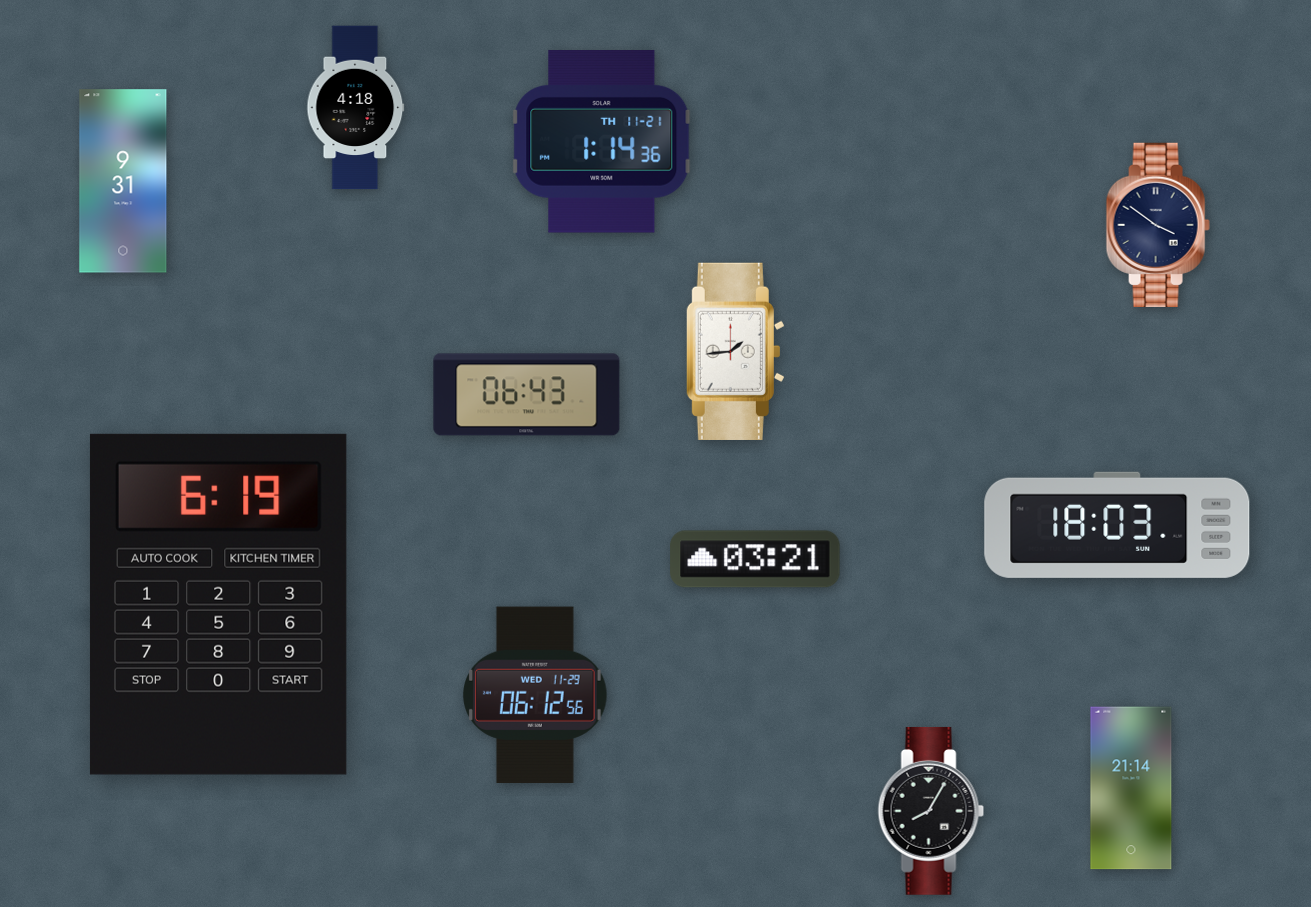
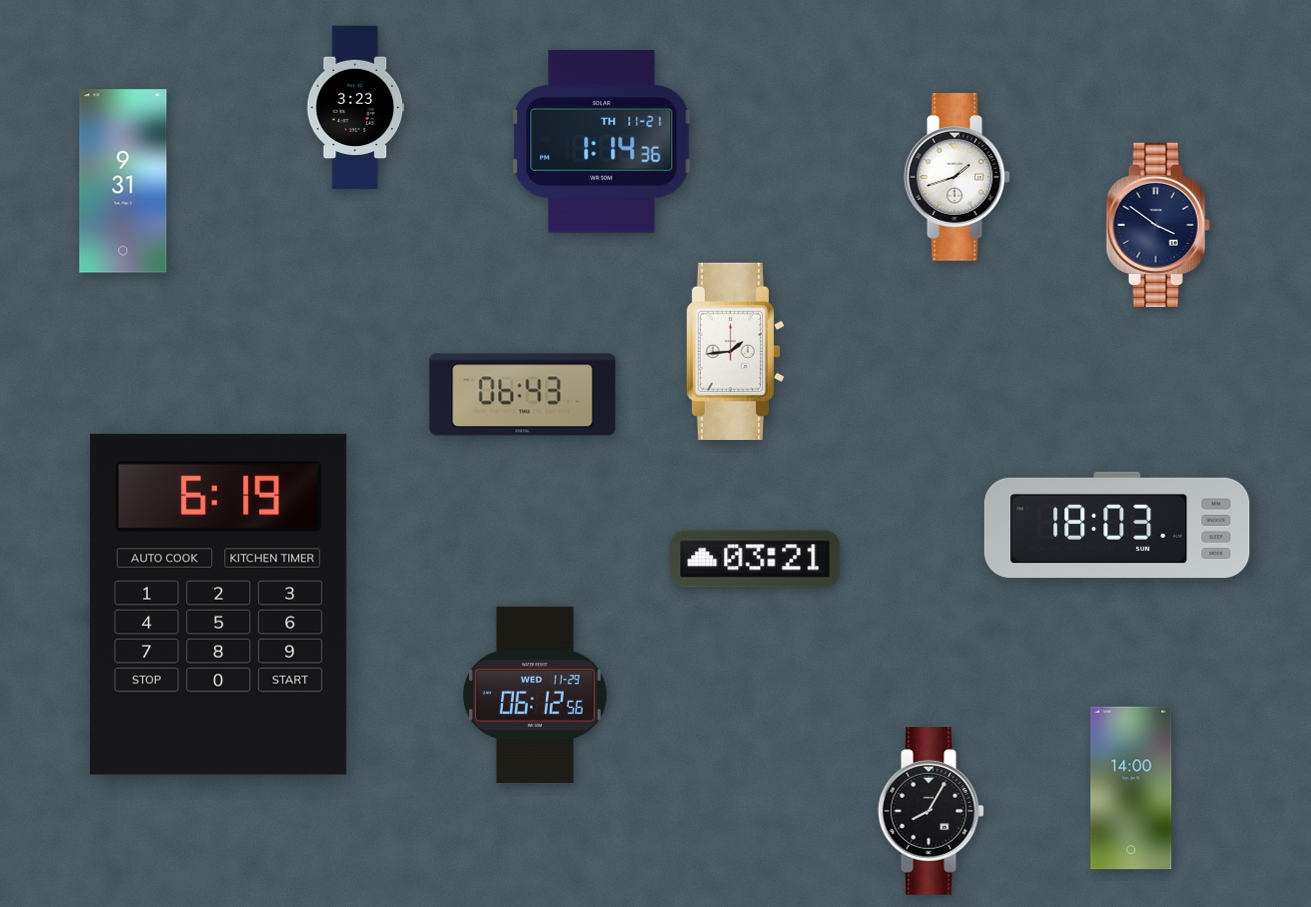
clock at (356, 108): 4:18 -> 3:23
clock at (957, 177): none -> 1:42
clock at (527, 395) position: (527, 395) -> (523, 395)
clock at (1131, 788): 21:14 -> 14:00
